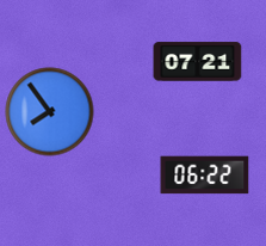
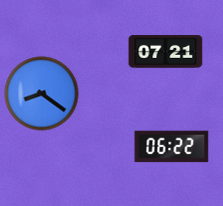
clock at (50, 112): 7:54 -> 8:21
